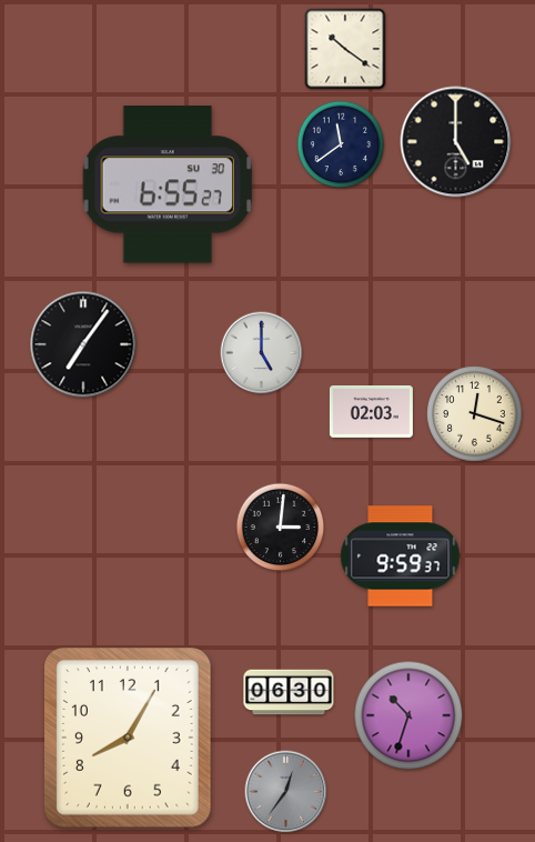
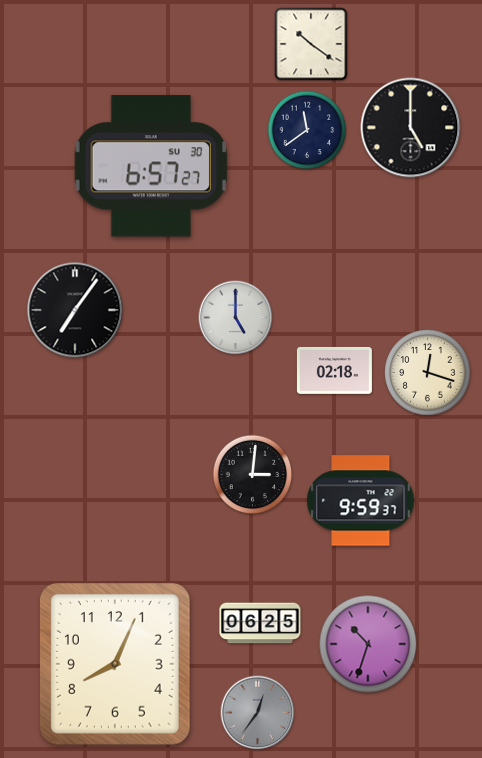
clock at (166, 184): 6:55 -> 6:57
clock at (371, 411): 02:03 -> 02:18
clock at (289, 692): 06:30 -> 06:25
clock at (129, 739): 8:05 -> 8:04
